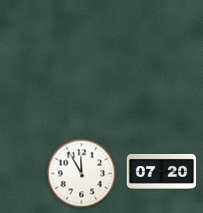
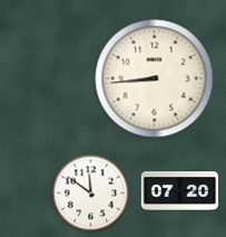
clock at (155, 79): none -> 8:44
clock at (82, 174): 11:55 -> 11:51
